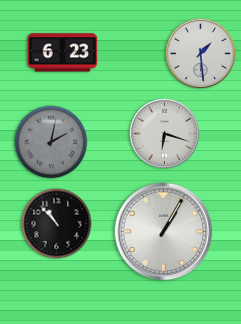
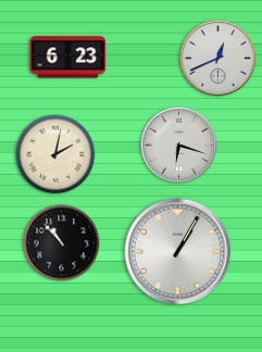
clock at (201, 54): 1:29 -> 12:41
clock at (51, 142) dial: grey -> cream
